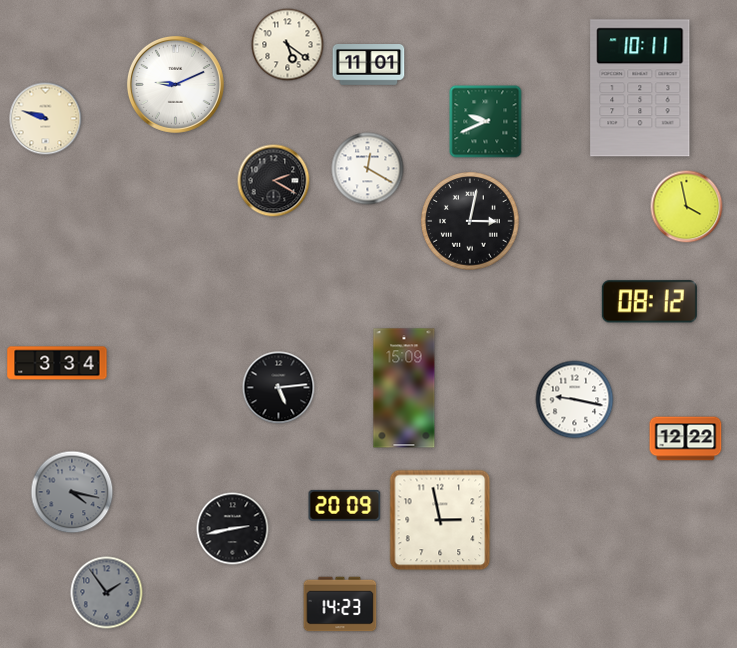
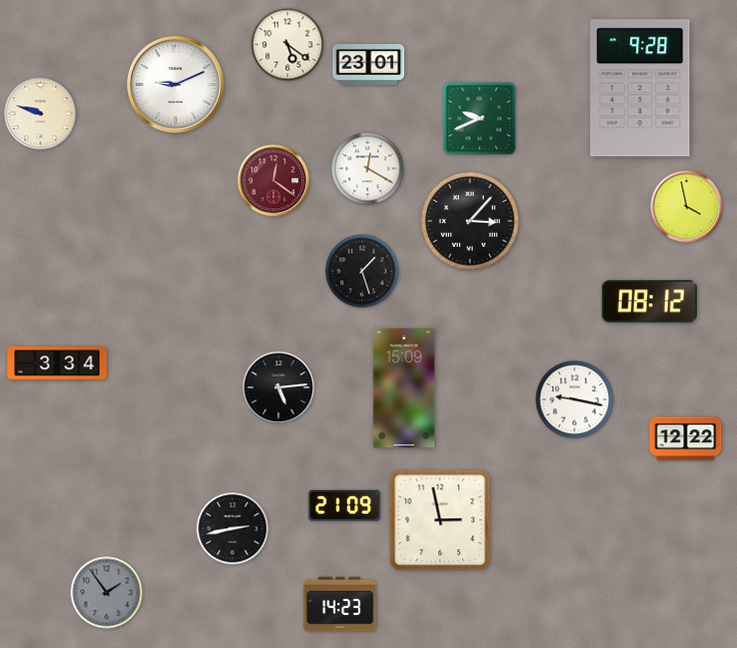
clock at (369, 65): 11:01 -> 23:01
clock at (640, 88): 10:11 -> 9:28
clock at (46, 119) position: (46, 119) -> (41, 114)
clock at (486, 122) position: (486, 122) -> (480, 119)
clock at (274, 181): 2:20 -> 12:21
clock at (274, 181) dial: black -> burgundy
clock at (470, 221): 3:02 -> 3:07
clock at (362, 271): none -> 1:27
clock at (72, 492): 4:17 -> none
clock at (345, 505): 20:09 -> 21:09
